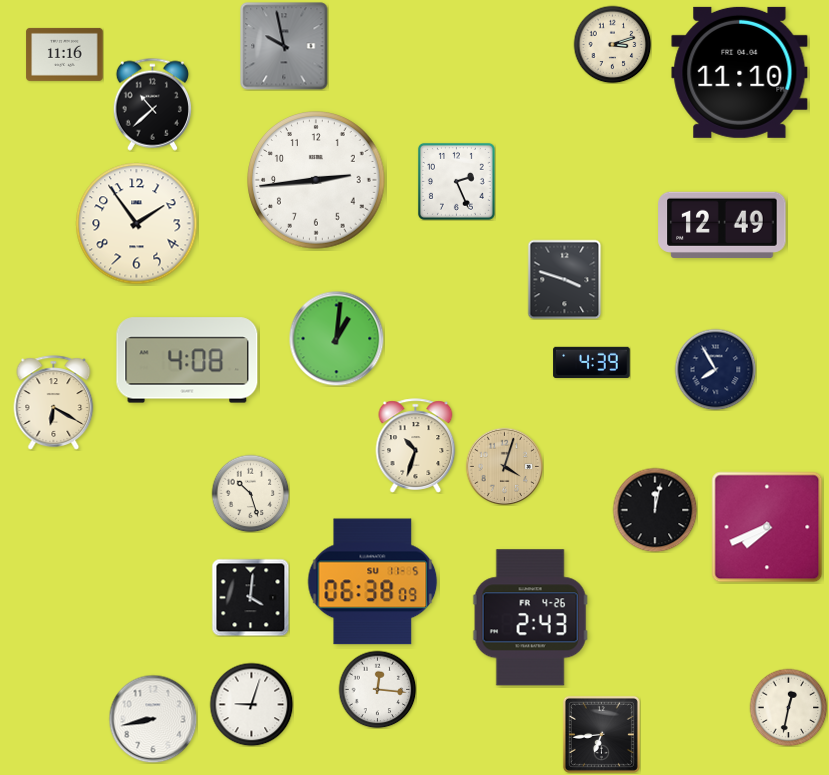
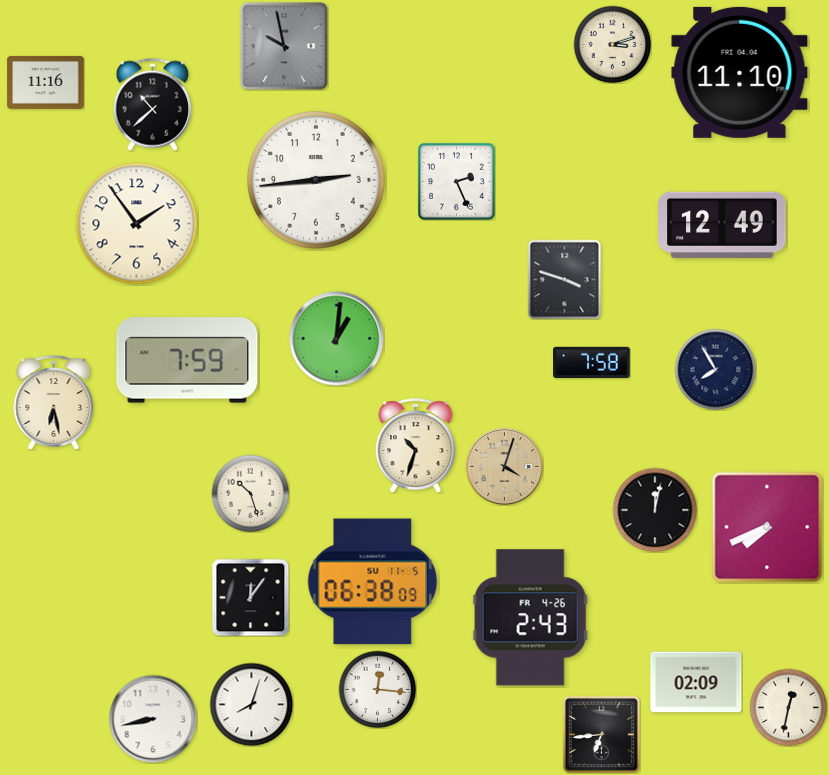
clock at (65, 54) position: (65, 54) -> (46, 82)
clock at (187, 360): 4:08 -> 7:59
clock at (592, 362): 4:39 -> 7:58
clock at (54, 403): 6:20 -> 6:28
clock at (250, 597): 4:01 -> 12:06
clock at (696, 682): none -> 02:09
clock at (251, 704): 9:03 -> 8:03
